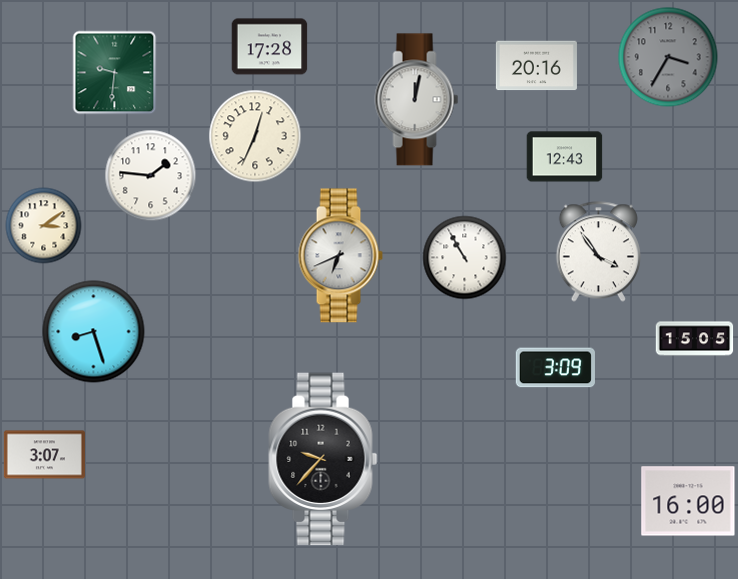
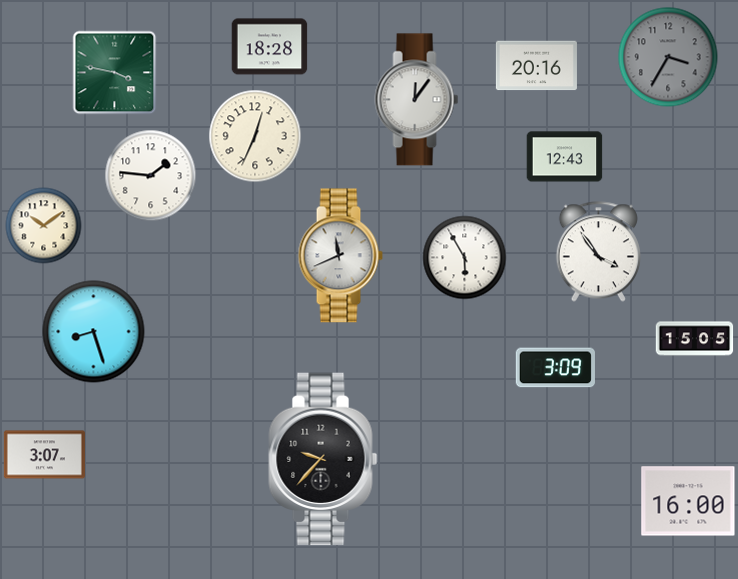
clock at (270, 47): 17:28 -> 18:28
clock at (115, 73): 9:31 -> 3:47
clock at (417, 100): 12:02 -> 12:06
clock at (44, 226): 3:09 -> 10:09
clock at (340, 256): 6:41 -> 11:41
clock at (465, 258): 10:55 -> 5:55
